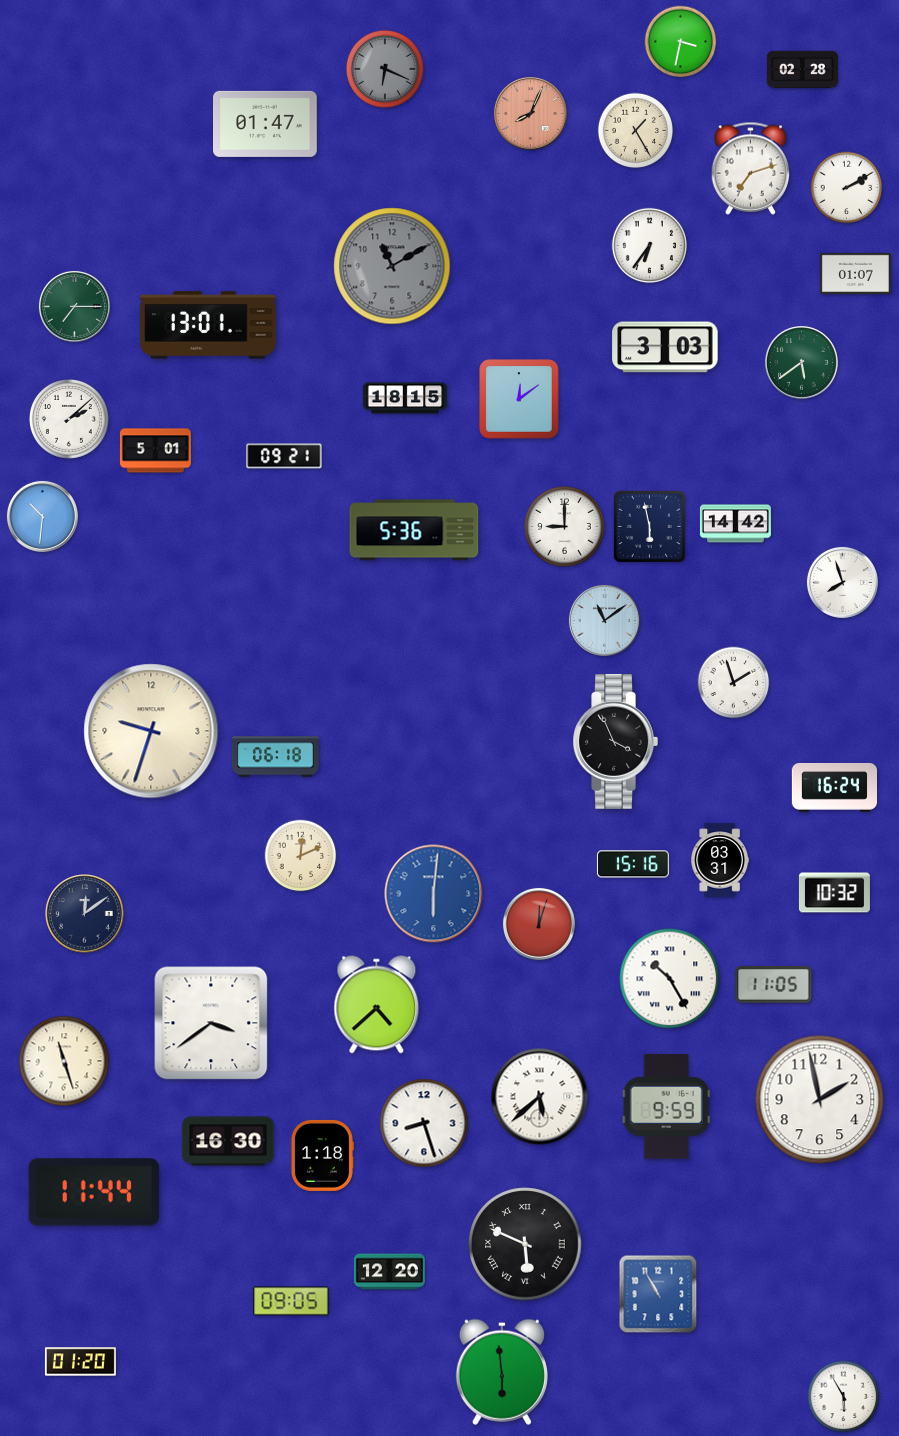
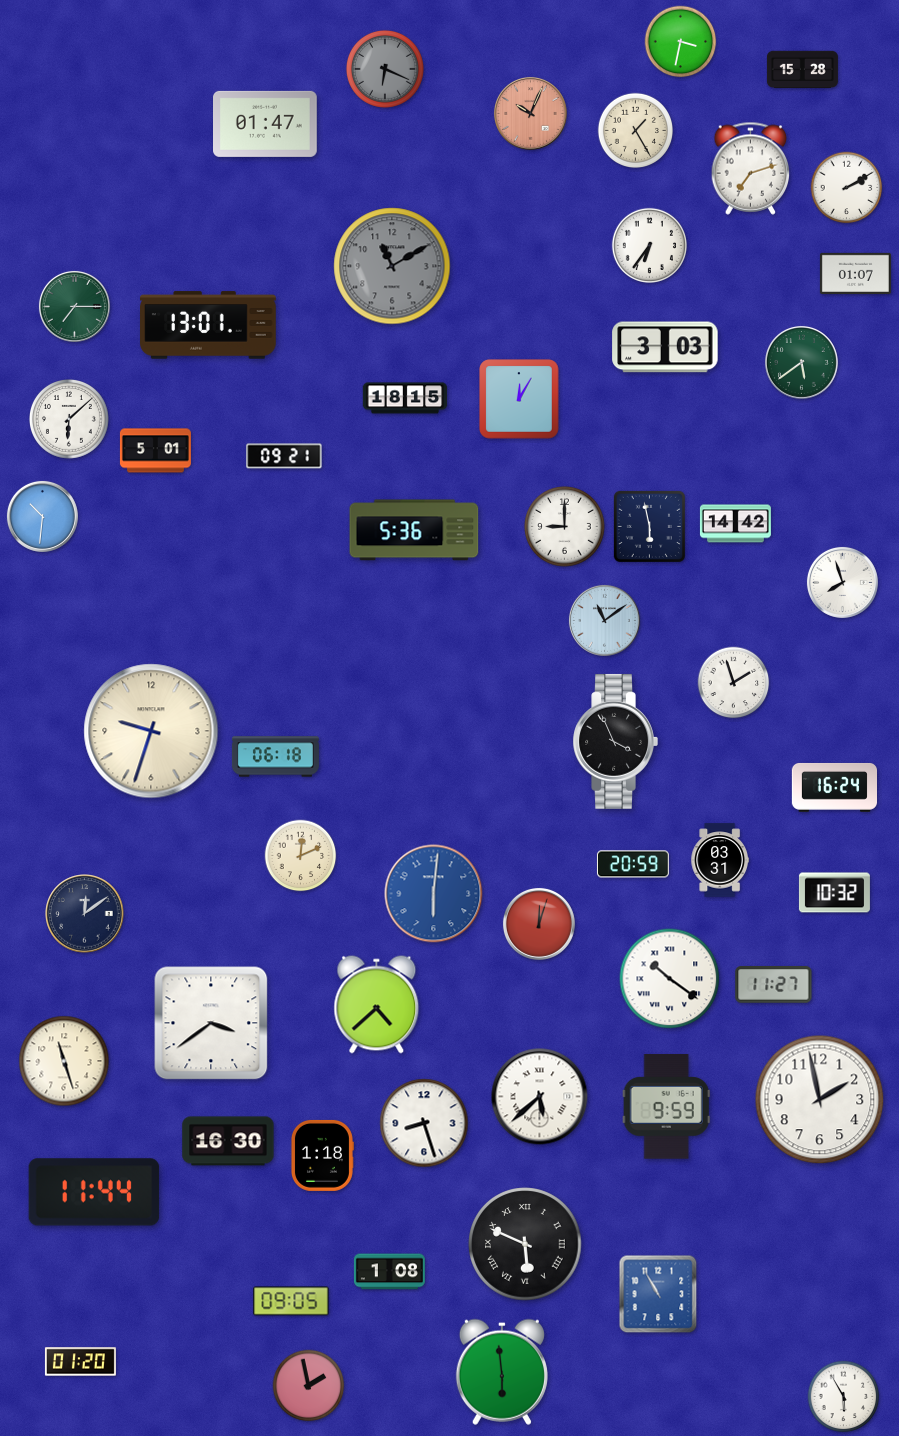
clock at (802, 70): 02:28 -> 15:28
clock at (530, 113): 8:04 -> 10:04
clock at (519, 399): 12:09 -> 12:05
clock at (70, 420): 2:08 -> 6:08
clock at (633, 864): 15:16 -> 20:59
clock at (670, 979): 10:25 -> 10:21
clock at (774, 985): 11:05 -> 11:27
clock at (389, 1272): 12:20 -> 1:08
clock at (309, 1386): none -> 1:58
